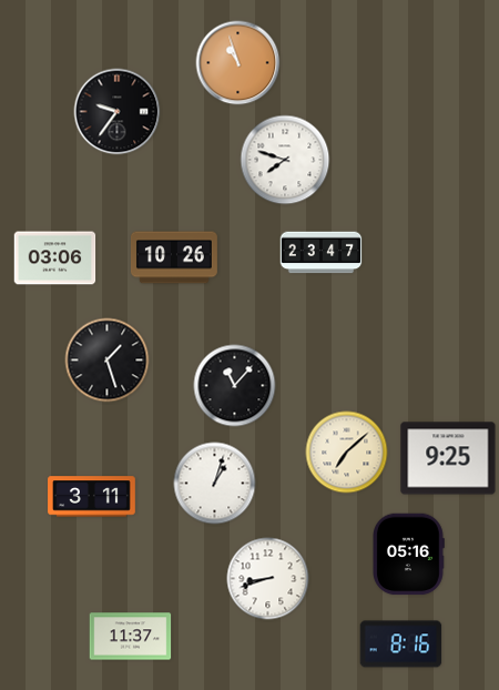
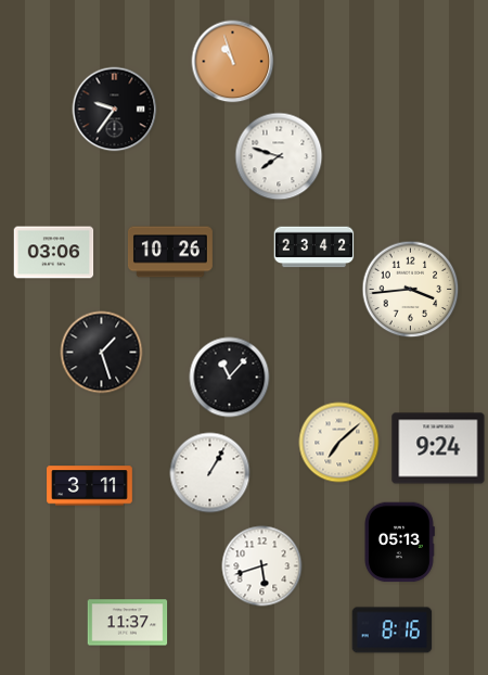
clock at (322, 253): 23:47 -> 23:42
clock at (411, 290): none -> 3:44
clock at (108, 361) position: (108, 361) -> (102, 353)
clock at (448, 458): 9:25 -> 9:24
clock at (215, 484): 1:03 -> 1:05
clock at (409, 555): 05:16 -> 05:13
clock at (268, 579): 8:42 -> 5:42
